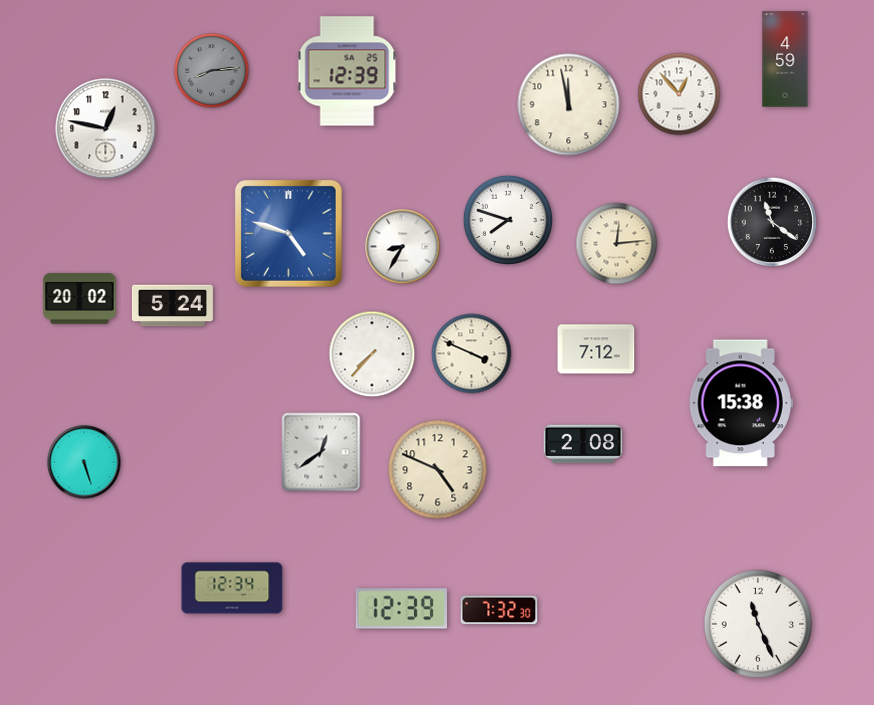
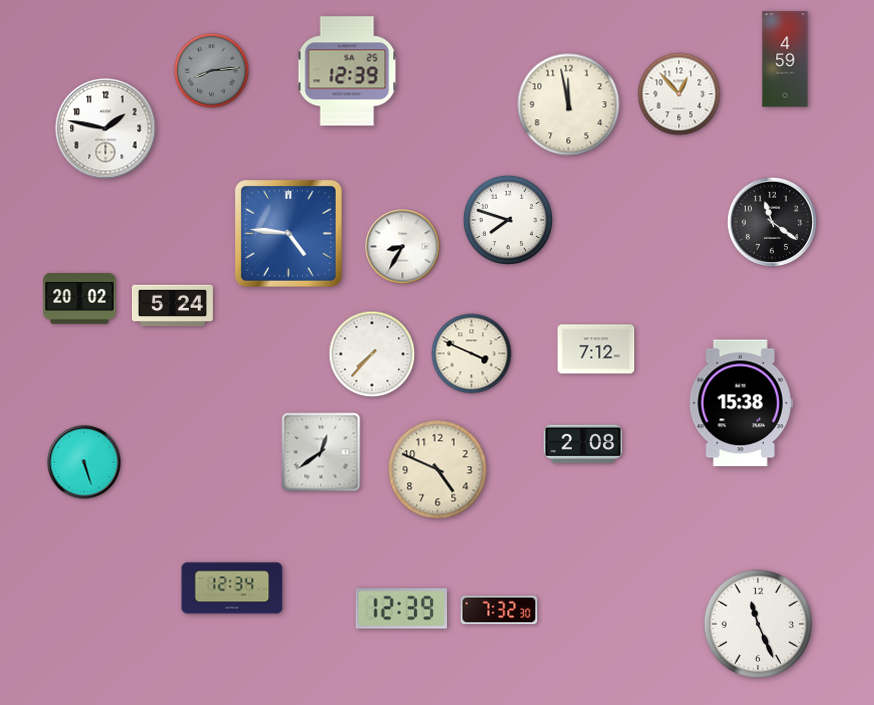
clock at (106, 129): 12:47 -> 1:47
clock at (289, 234): 4:48 -> 4:46
clock at (617, 244): 12:14 -> none
